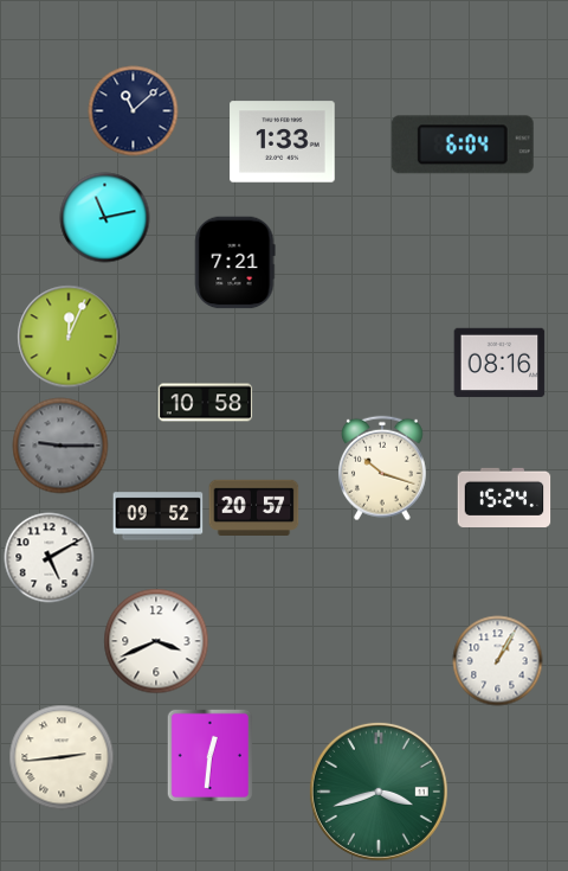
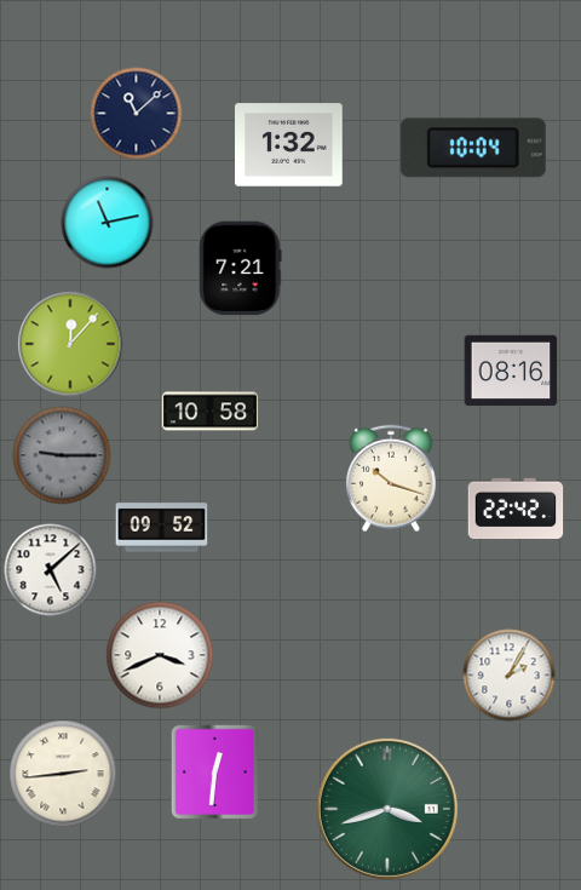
clock at (283, 142): 1:33 -> 1:32
clock at (463, 145): 6:04 -> 10:04
clock at (69, 337): 12:04 -> 12:07
clock at (504, 497): 15:24 -> 22:42
clock at (254, 507): 20:57 -> none
clock at (50, 558): 5:10 -> 5:08
clock at (498, 661): 1:05 -> 2:05
